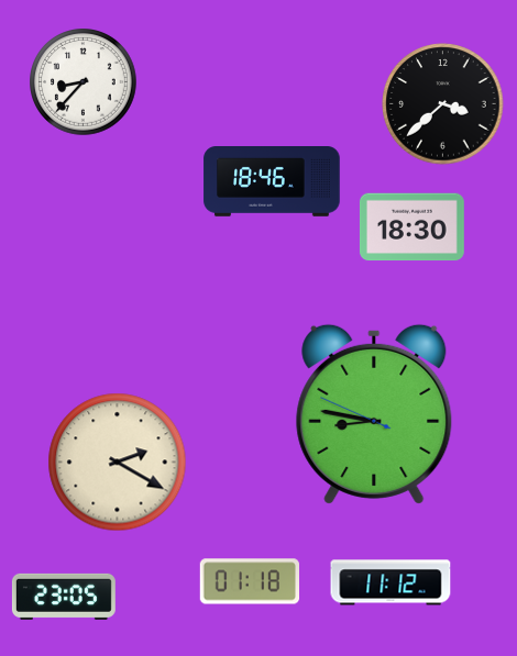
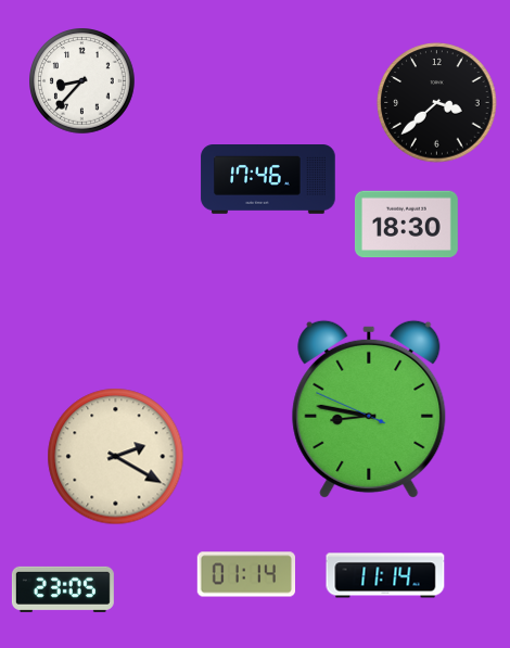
clock at (272, 182): 18:46 -> 17:46
clock at (249, 581): 01:18 -> 01:14
clock at (391, 582): 11:12 -> 11:14
